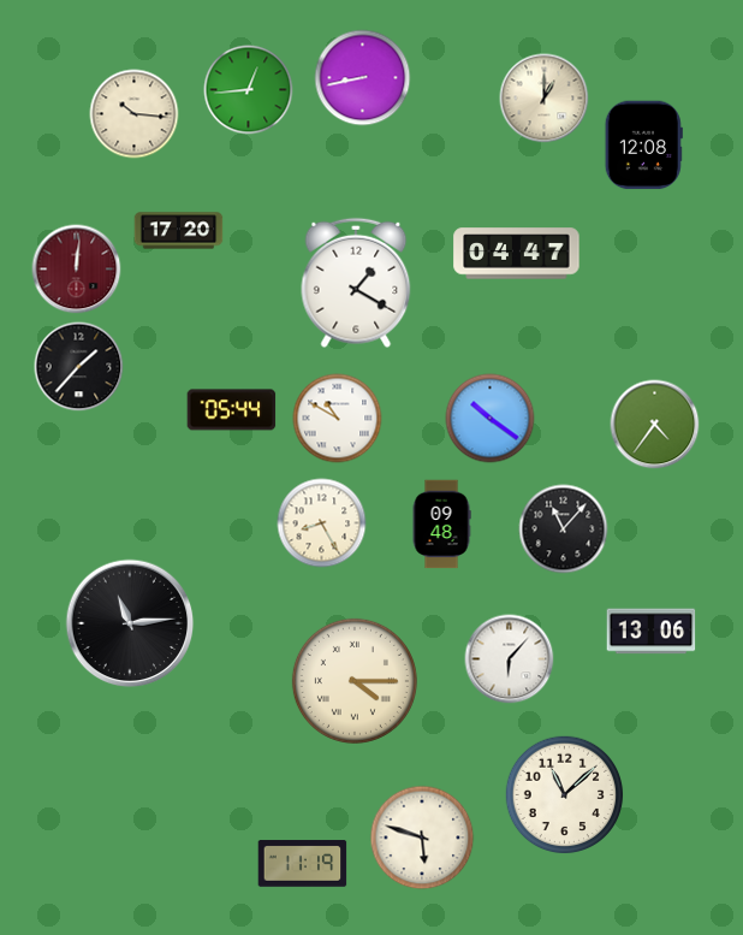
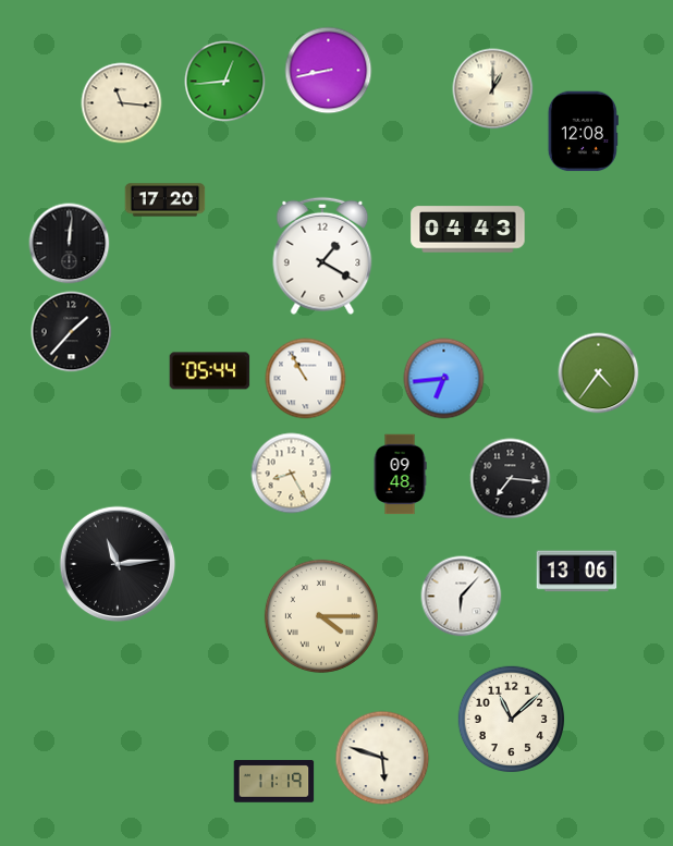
clock at (135, 114): 10:16 -> 11:16
clock at (179, 231) position: (179, 231) -> (166, 200)
clock at (517, 254): 04:47 -> 04:43
clock at (77, 270) dial: burgundy -> black
clock at (338, 419): 10:50 -> 10:55
clock at (491, 419): 10:21 -> 6:44
clock at (655, 425) position: (655, 425) -> (599, 373)
clock at (564, 529): 11:07 -> 7:16
clock at (652, 632) position: (652, 632) -> (577, 572)
